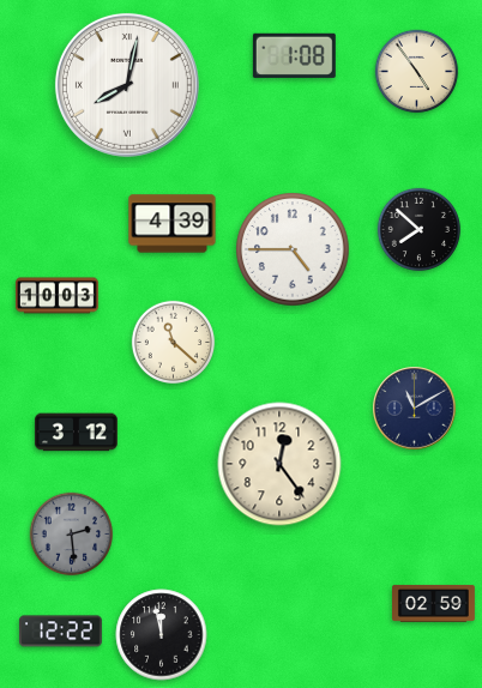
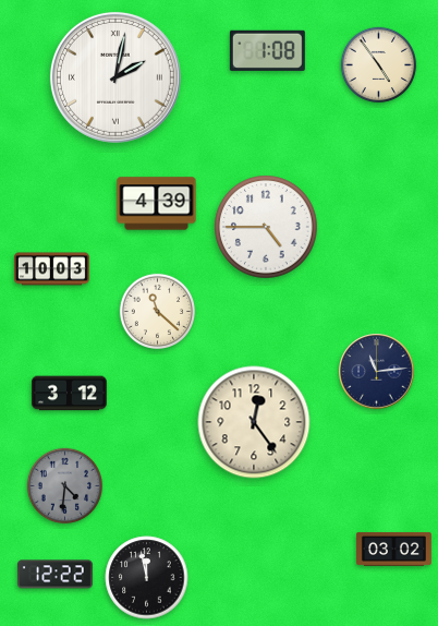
clock at (127, 85): 8:02 -> 2:02
clock at (420, 230): 7:52 -> none
clock at (415, 409): 11:10 -> 11:14
clock at (72, 535): 2:29 -> 4:31
clock at (434, 604): 02:59 -> 03:02
